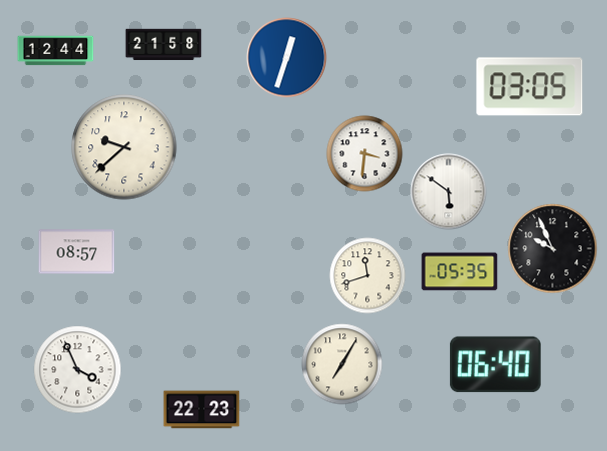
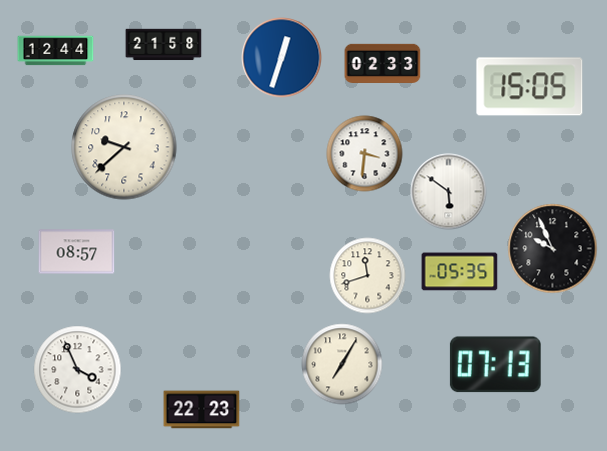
clock at (287, 58) position: (287, 58) -> (282, 58)
clock at (383, 63): none -> 02:33
clock at (530, 87): 03:05 -> 15:05
clock at (495, 365): 06:40 -> 07:13
